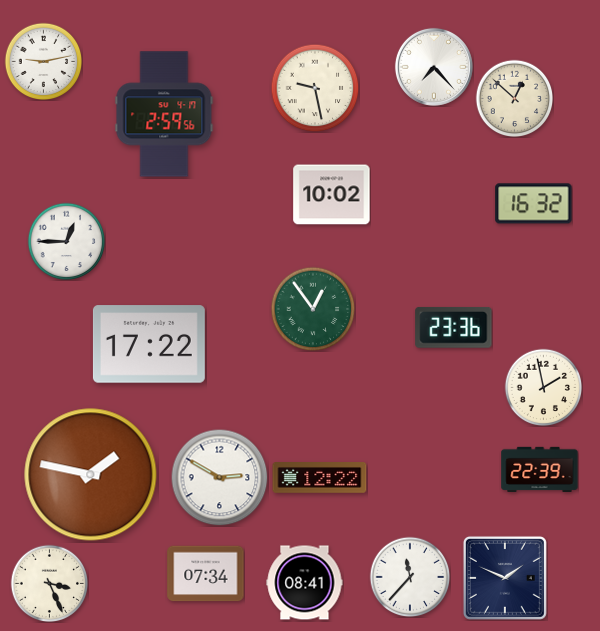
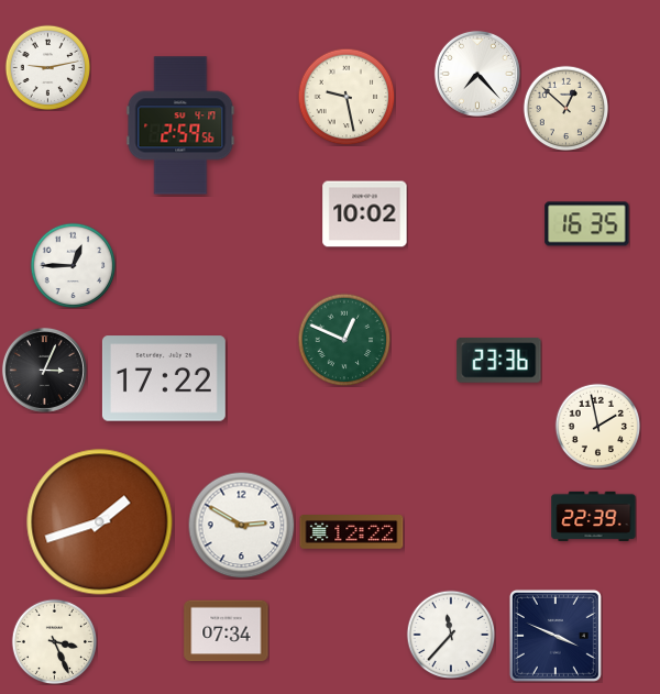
clock at (534, 204): 16:32 -> 16:35
clock at (313, 309): 12:54 -> 12:49
clock at (44, 370): none -> 3:04
clock at (91, 475): 1:47 -> 1:42
clock at (320, 478) position: (320, 478) -> (352, 532)
clock at (505, 578): 1:49 -> 3:49
clock at (305, 583): 08:41 -> none
